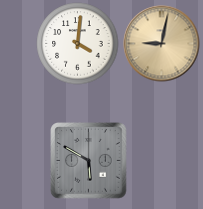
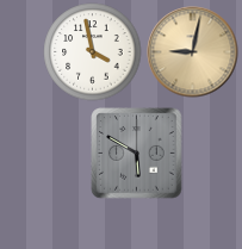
clock at (78, 44): 4:01 -> 3:58
clock at (89, 161) position: (89, 161) -> (137, 154)
